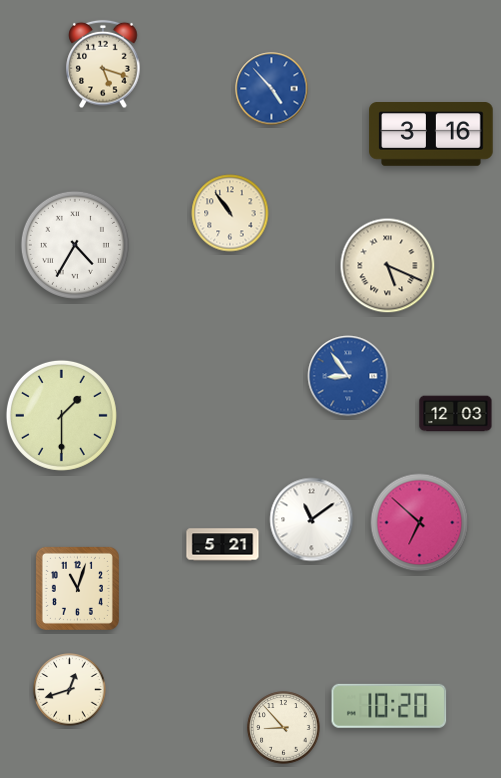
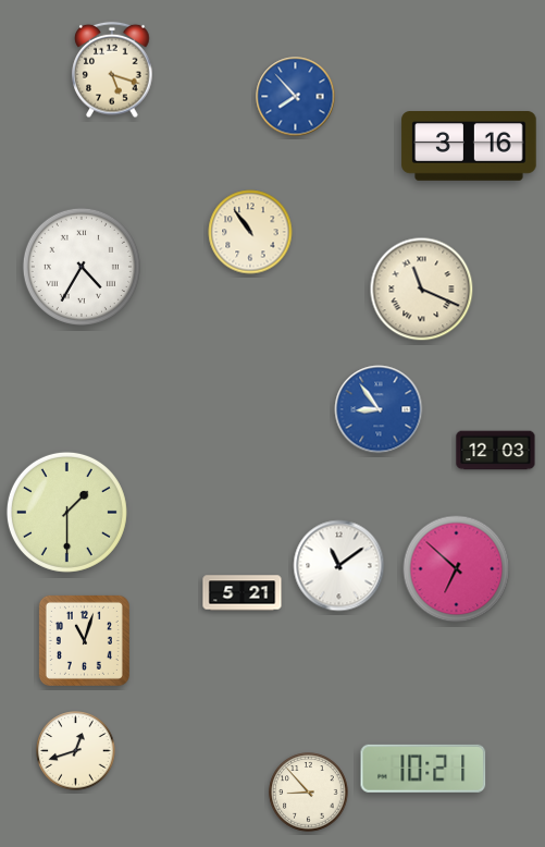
clock at (272, 89): 4:53 -> 7:53
clock at (388, 266): 5:19 -> 11:19
clock at (61, 415) position: (61, 415) -> (66, 512)
clock at (389, 706): 10:20 -> 10:21
